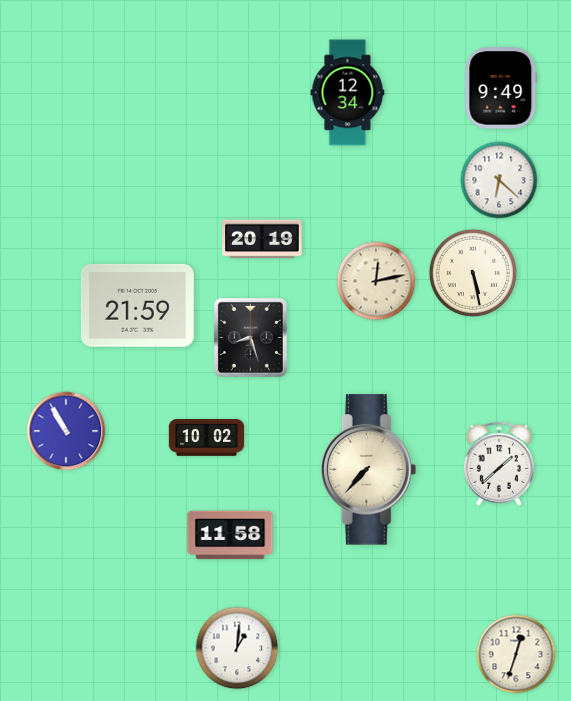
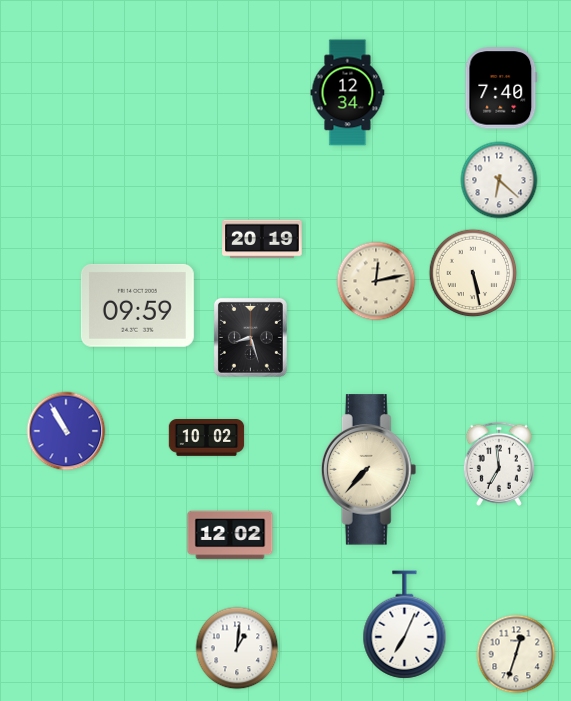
clock at (501, 88): 9:49 -> 7:40
clock at (137, 305): 21:59 -> 09:59
clock at (499, 464): 1:38 -> 6:59
clock at (230, 535): 11:58 -> 12:02
clock at (405, 625): none -> 7:04
